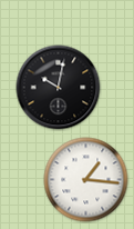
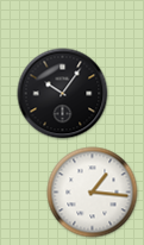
clock at (59, 88): 10:02 -> 10:06
